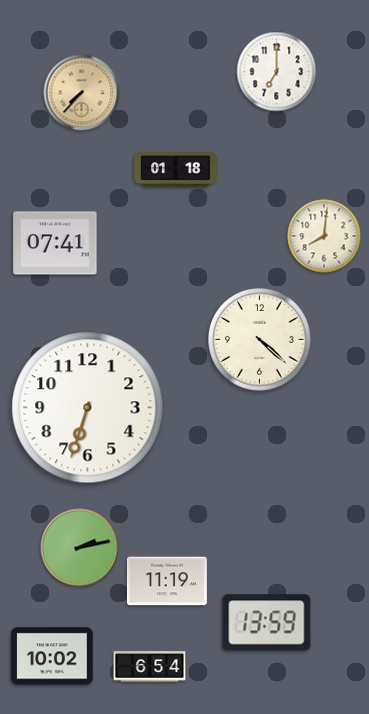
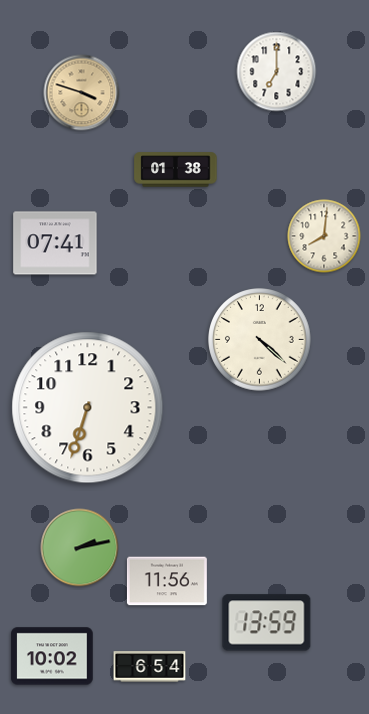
clock at (82, 93): 7:37 -> 3:48
clock at (176, 170): 01:18 -> 01:38
clock at (167, 581): 11:19 -> 11:56
